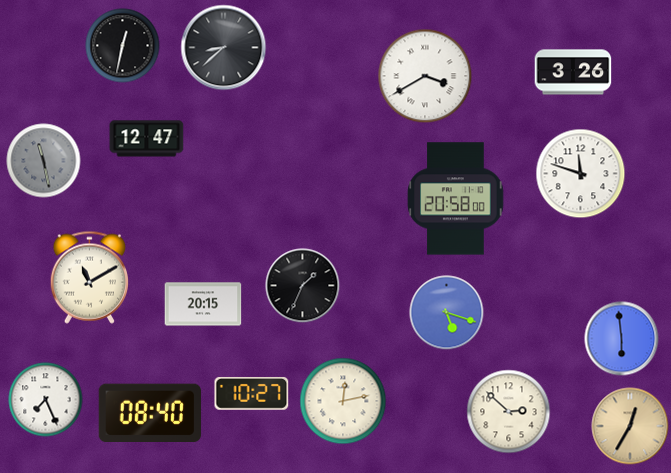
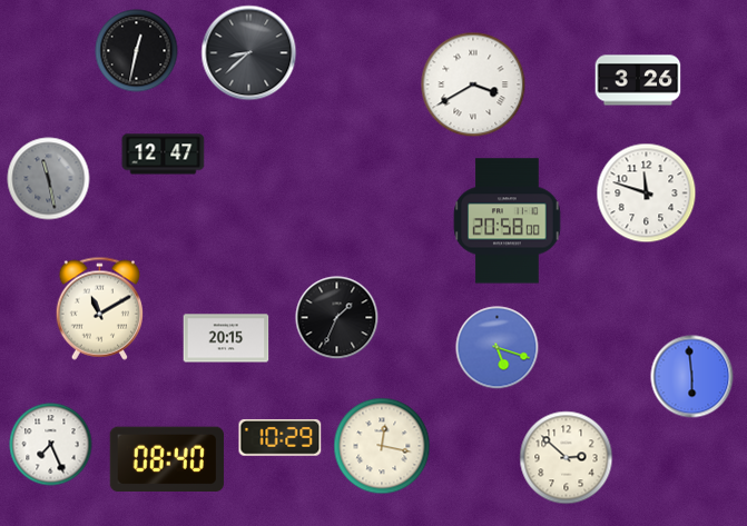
clock at (252, 393): 10:27 -> 10:29
clock at (343, 401): 12:13 -> 12:17
clock at (630, 426): 12:35 -> none
